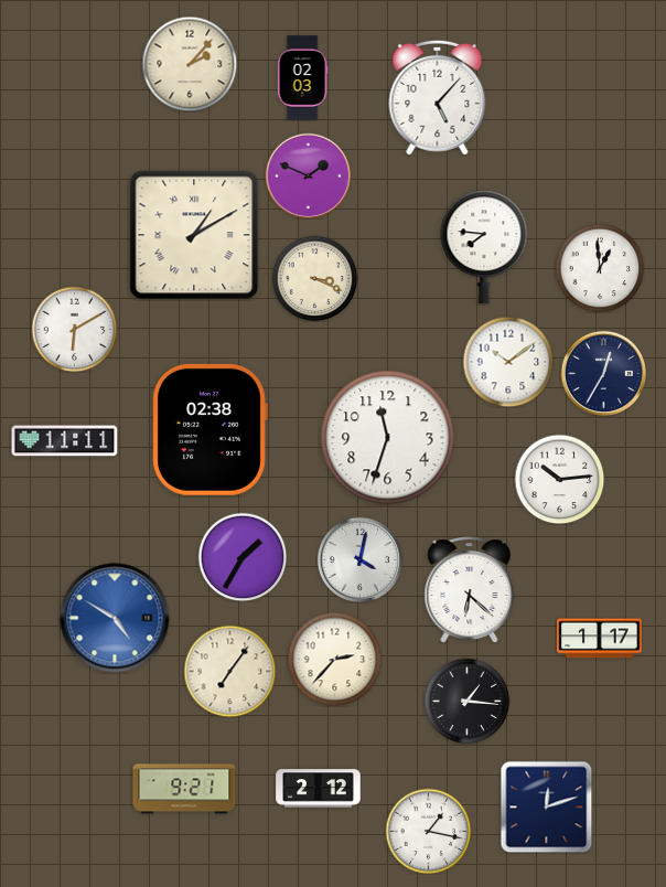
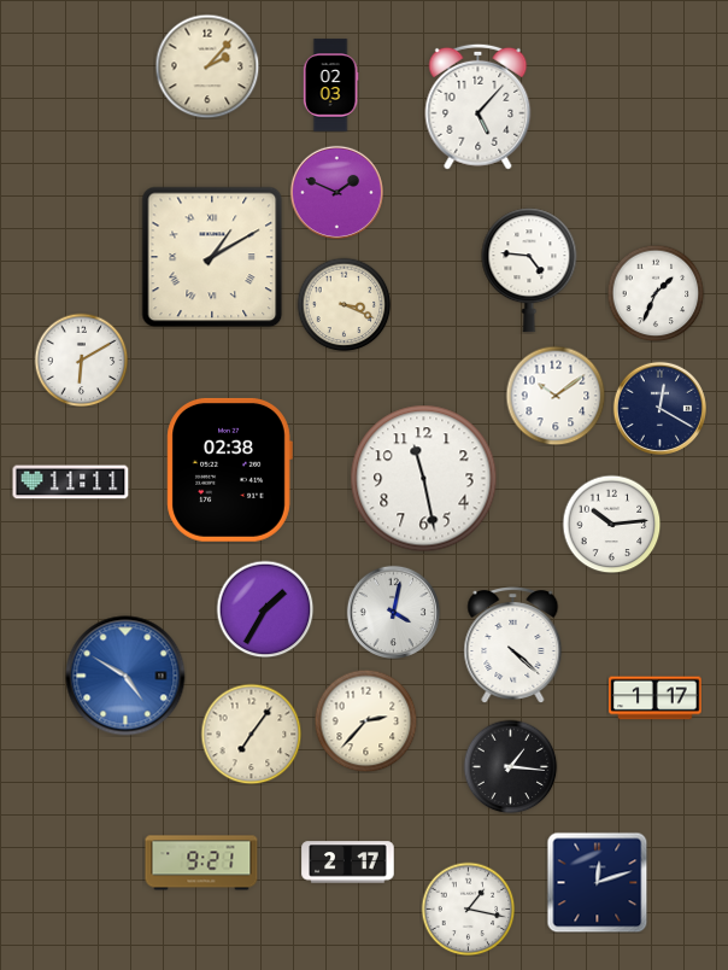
clock at (190, 64) position: (190, 64) -> (207, 66)
clock at (484, 247): 7:46 -> 4:46
clock at (600, 268): 12:59 -> 1:34
clock at (603, 373): 12:35 -> 12:20
clock at (388, 438): 11:33 -> 11:28
clock at (470, 590): 6:22 -> 4:22
clock at (319, 789): 2:12 -> 2:17
